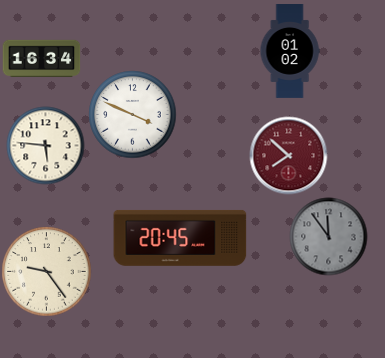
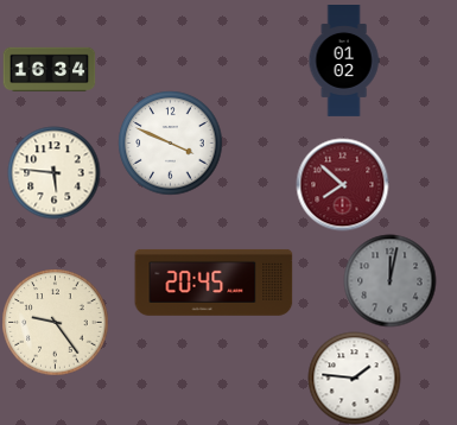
clock at (132, 114) position: (132, 114) -> (170, 142)
clock at (328, 236): 11:54 -> 12:02
clock at (354, 378): none -> 1:46
